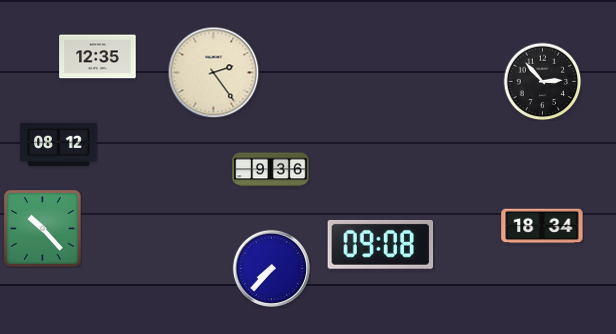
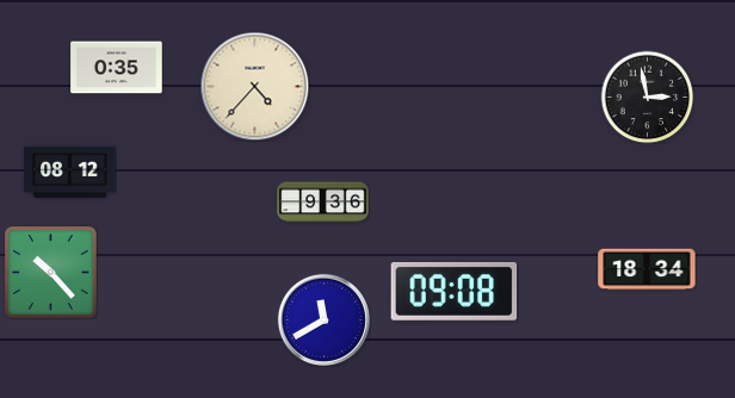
clock at (98, 57): 12:35 -> 0:35
clock at (213, 72): 2:24 -> 4:37
clock at (542, 81): 2:53 -> 2:58
clock at (271, 268): 7:37 -> 11:40
